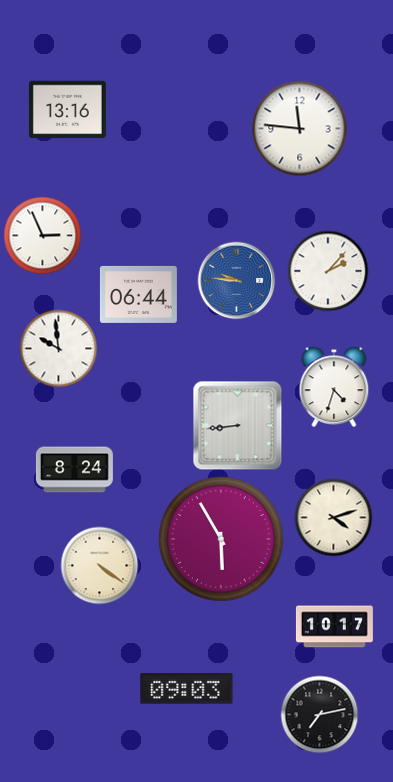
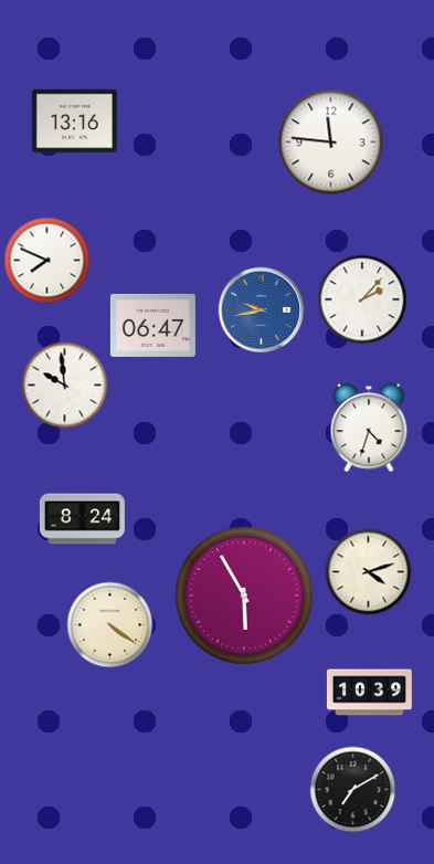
clock at (42, 235): 2:56 -> 7:49
clock at (236, 280): 9:46 -> 9:43
clock at (138, 294): 06:44 -> 06:47
clock at (237, 425): 8:44 -> none
clock at (334, 627): 10:17 -> 10:39
clock at (187, 689): 09:03 -> none
clock at (319, 714): 7:13 -> 7:10
